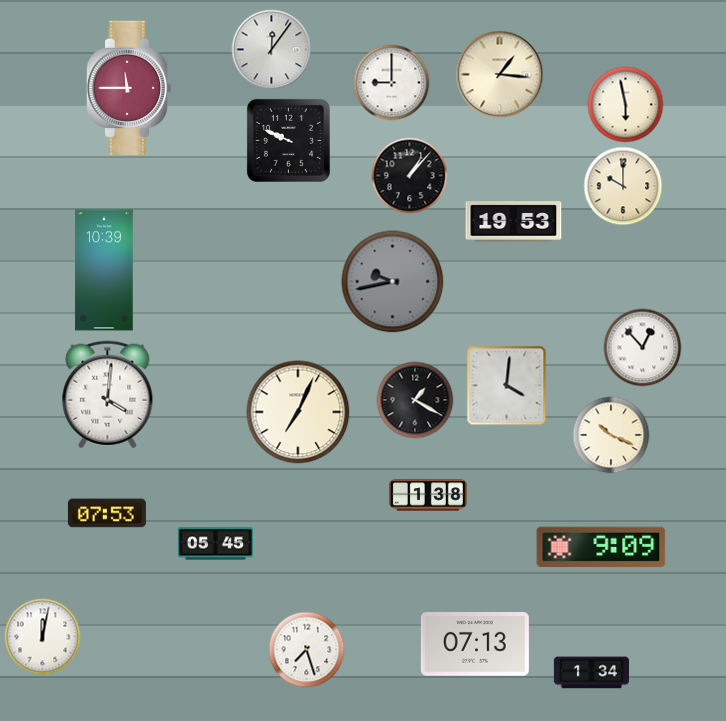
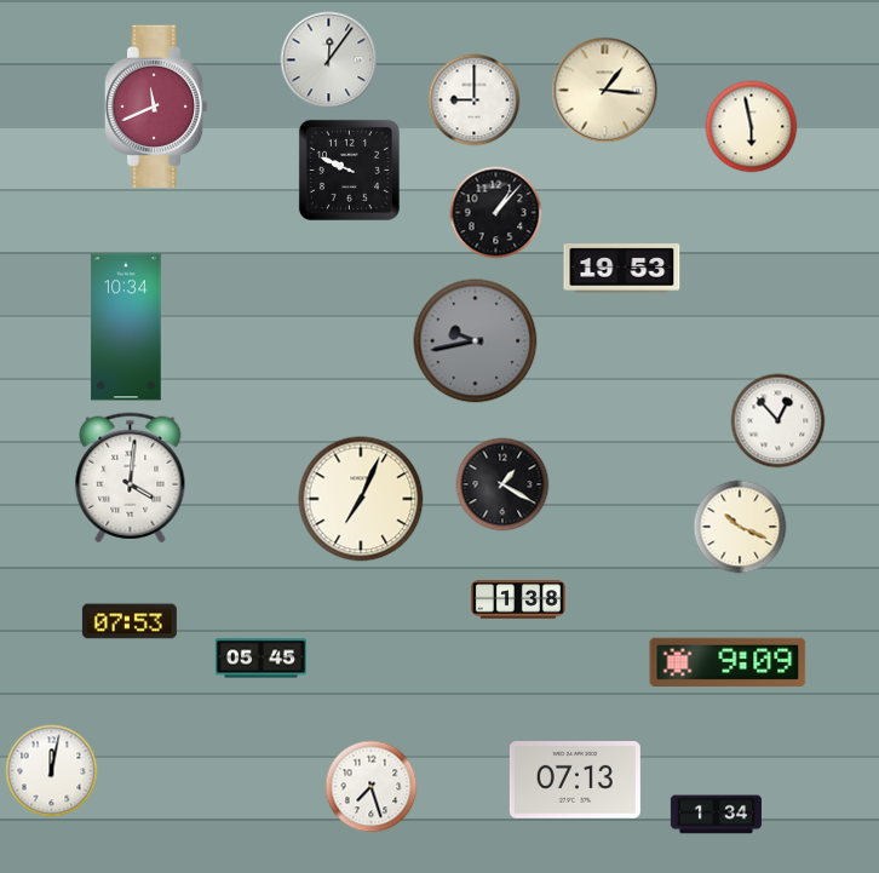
clock at (129, 88): 11:45 -> 11:41
clock at (626, 105) position: (626, 105) -> (752, 127)
clock at (623, 186): 10:00 -> none
clock at (104, 270): 10:39 -> 10:34
clock at (507, 386): 4:01 -> none
